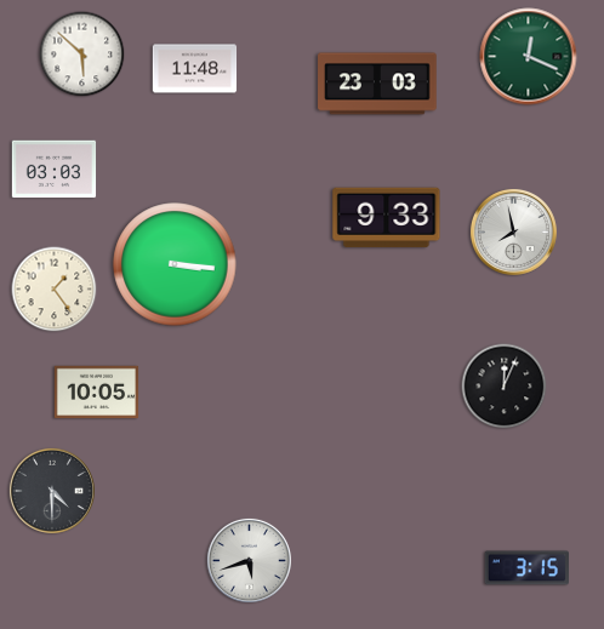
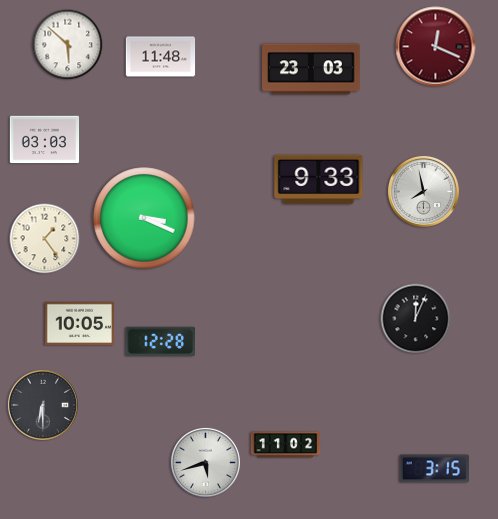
clock at (529, 57) dial: green -> burgundy
clock at (175, 264): 3:16 -> 3:19
clock at (160, 341): none -> 12:28
clock at (52, 491): 4:30 -> 6:30
clock at (286, 445): none -> 11:02
